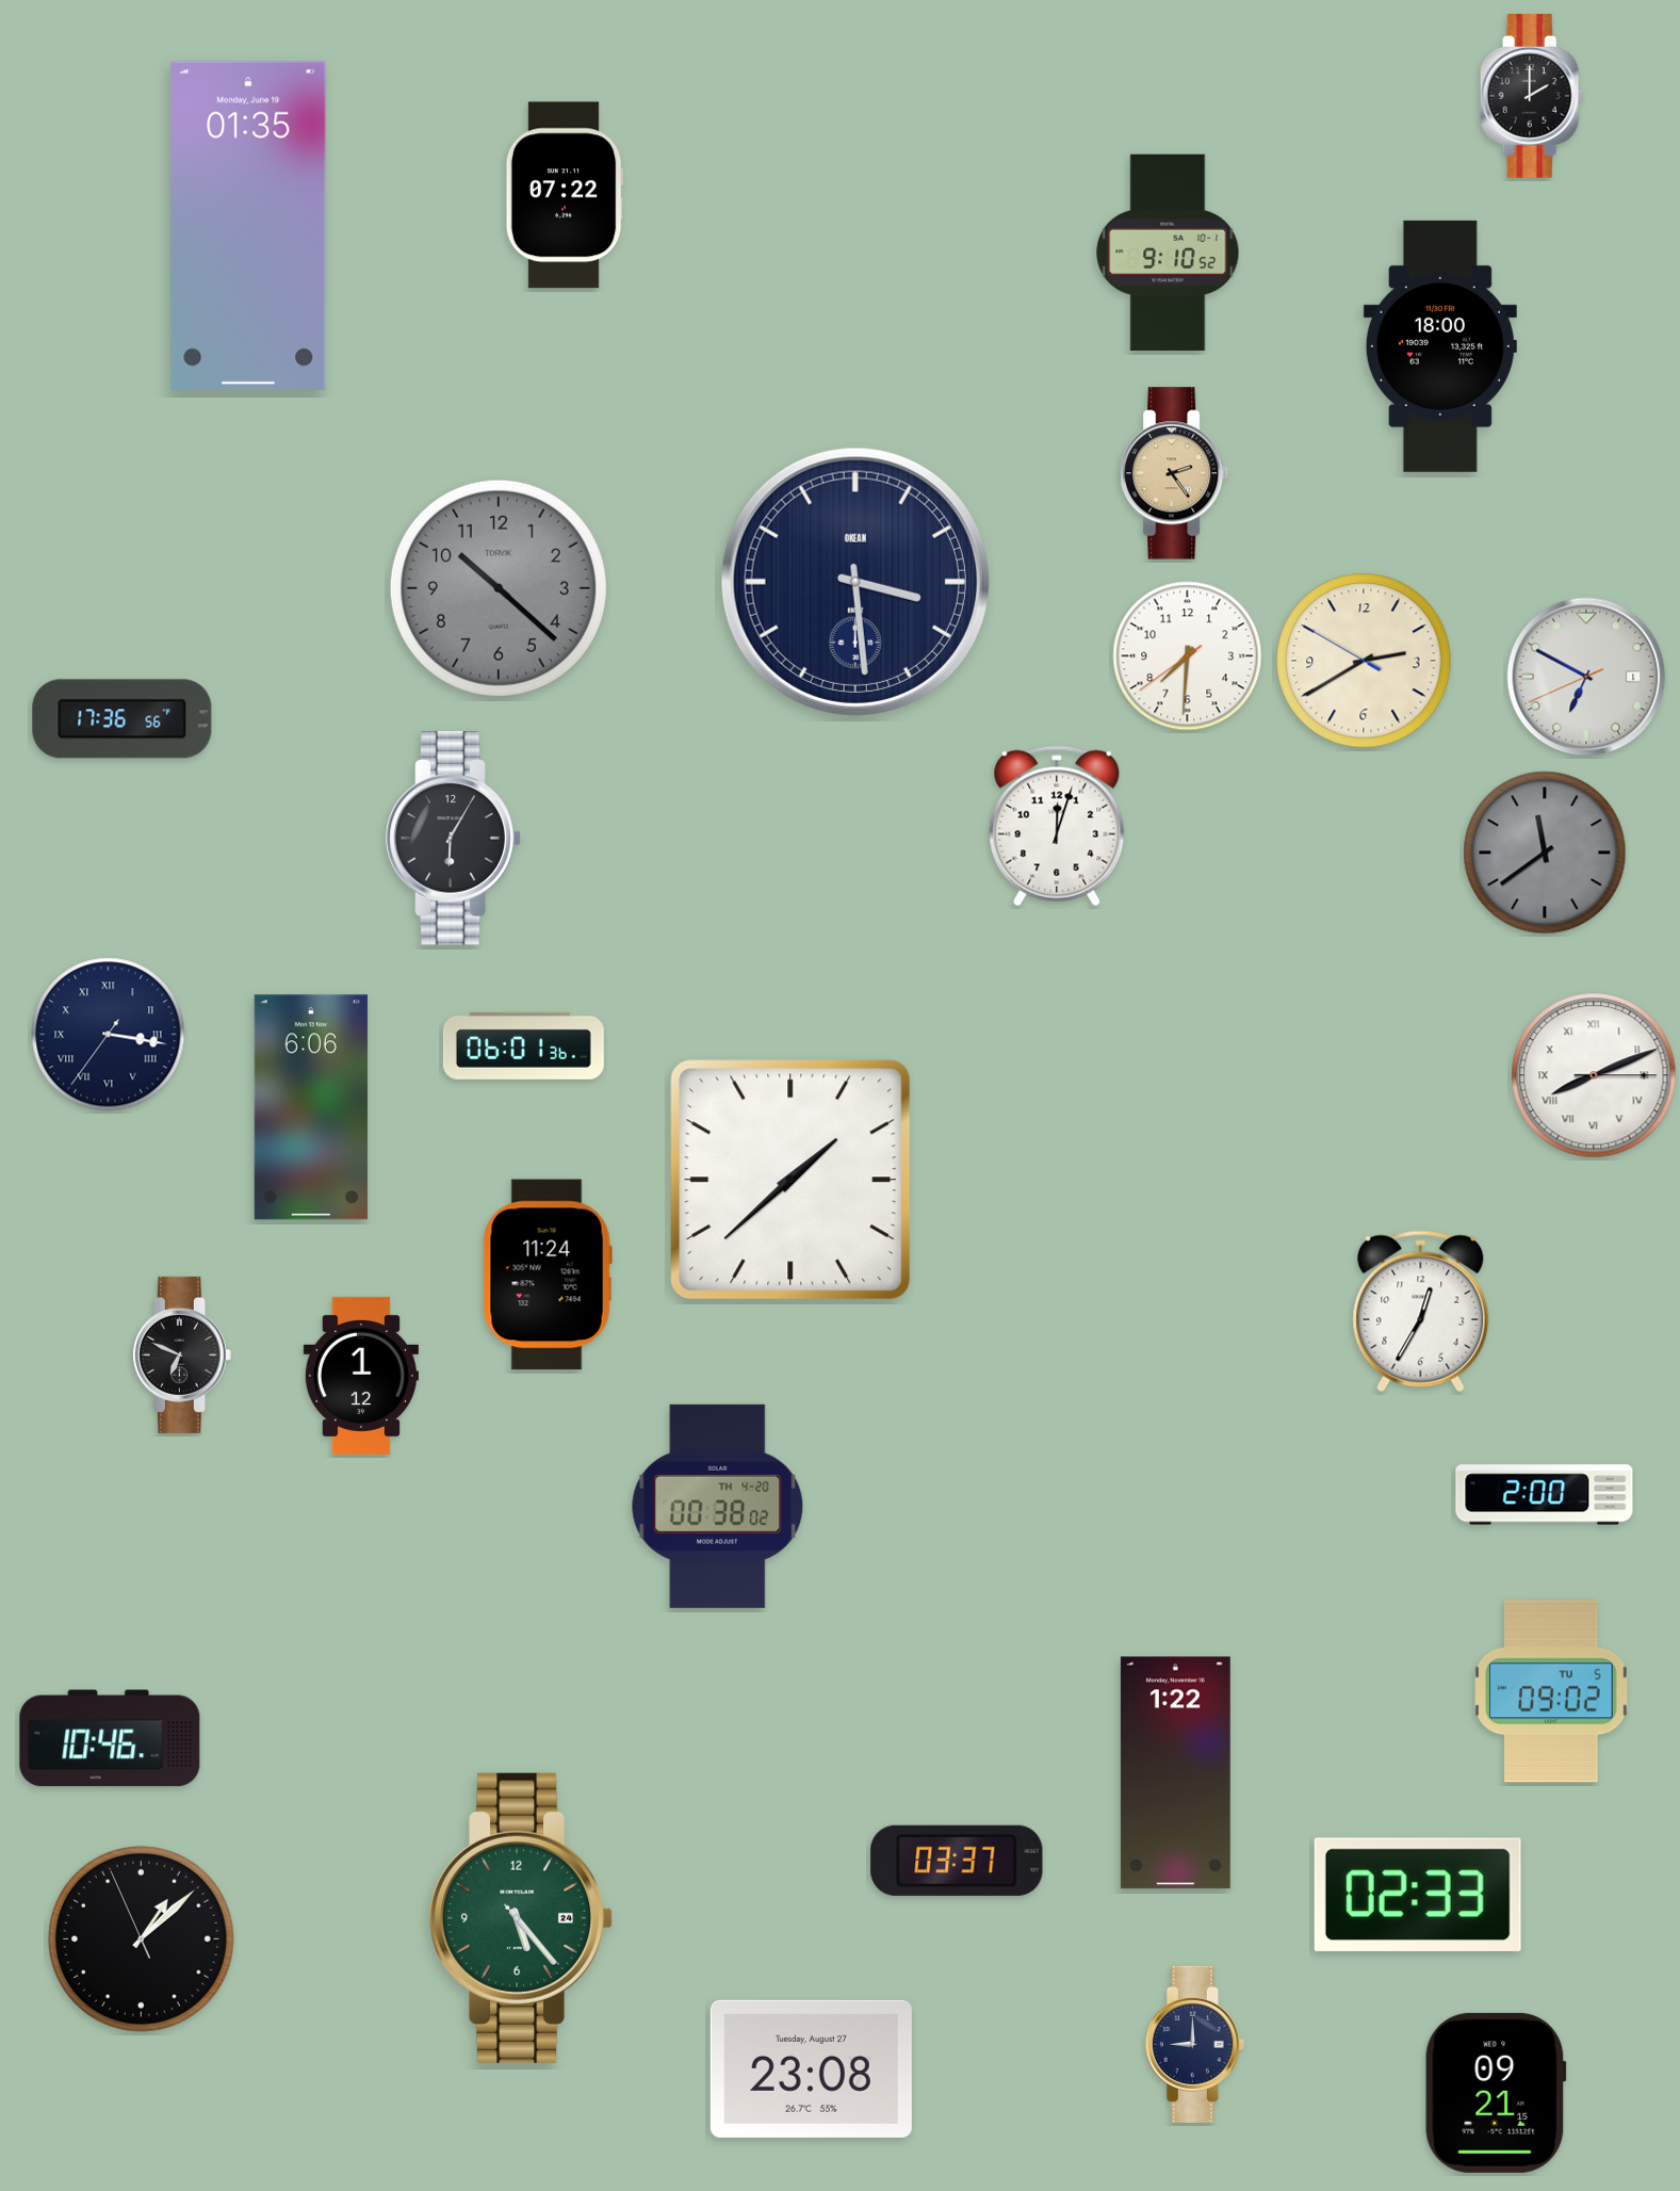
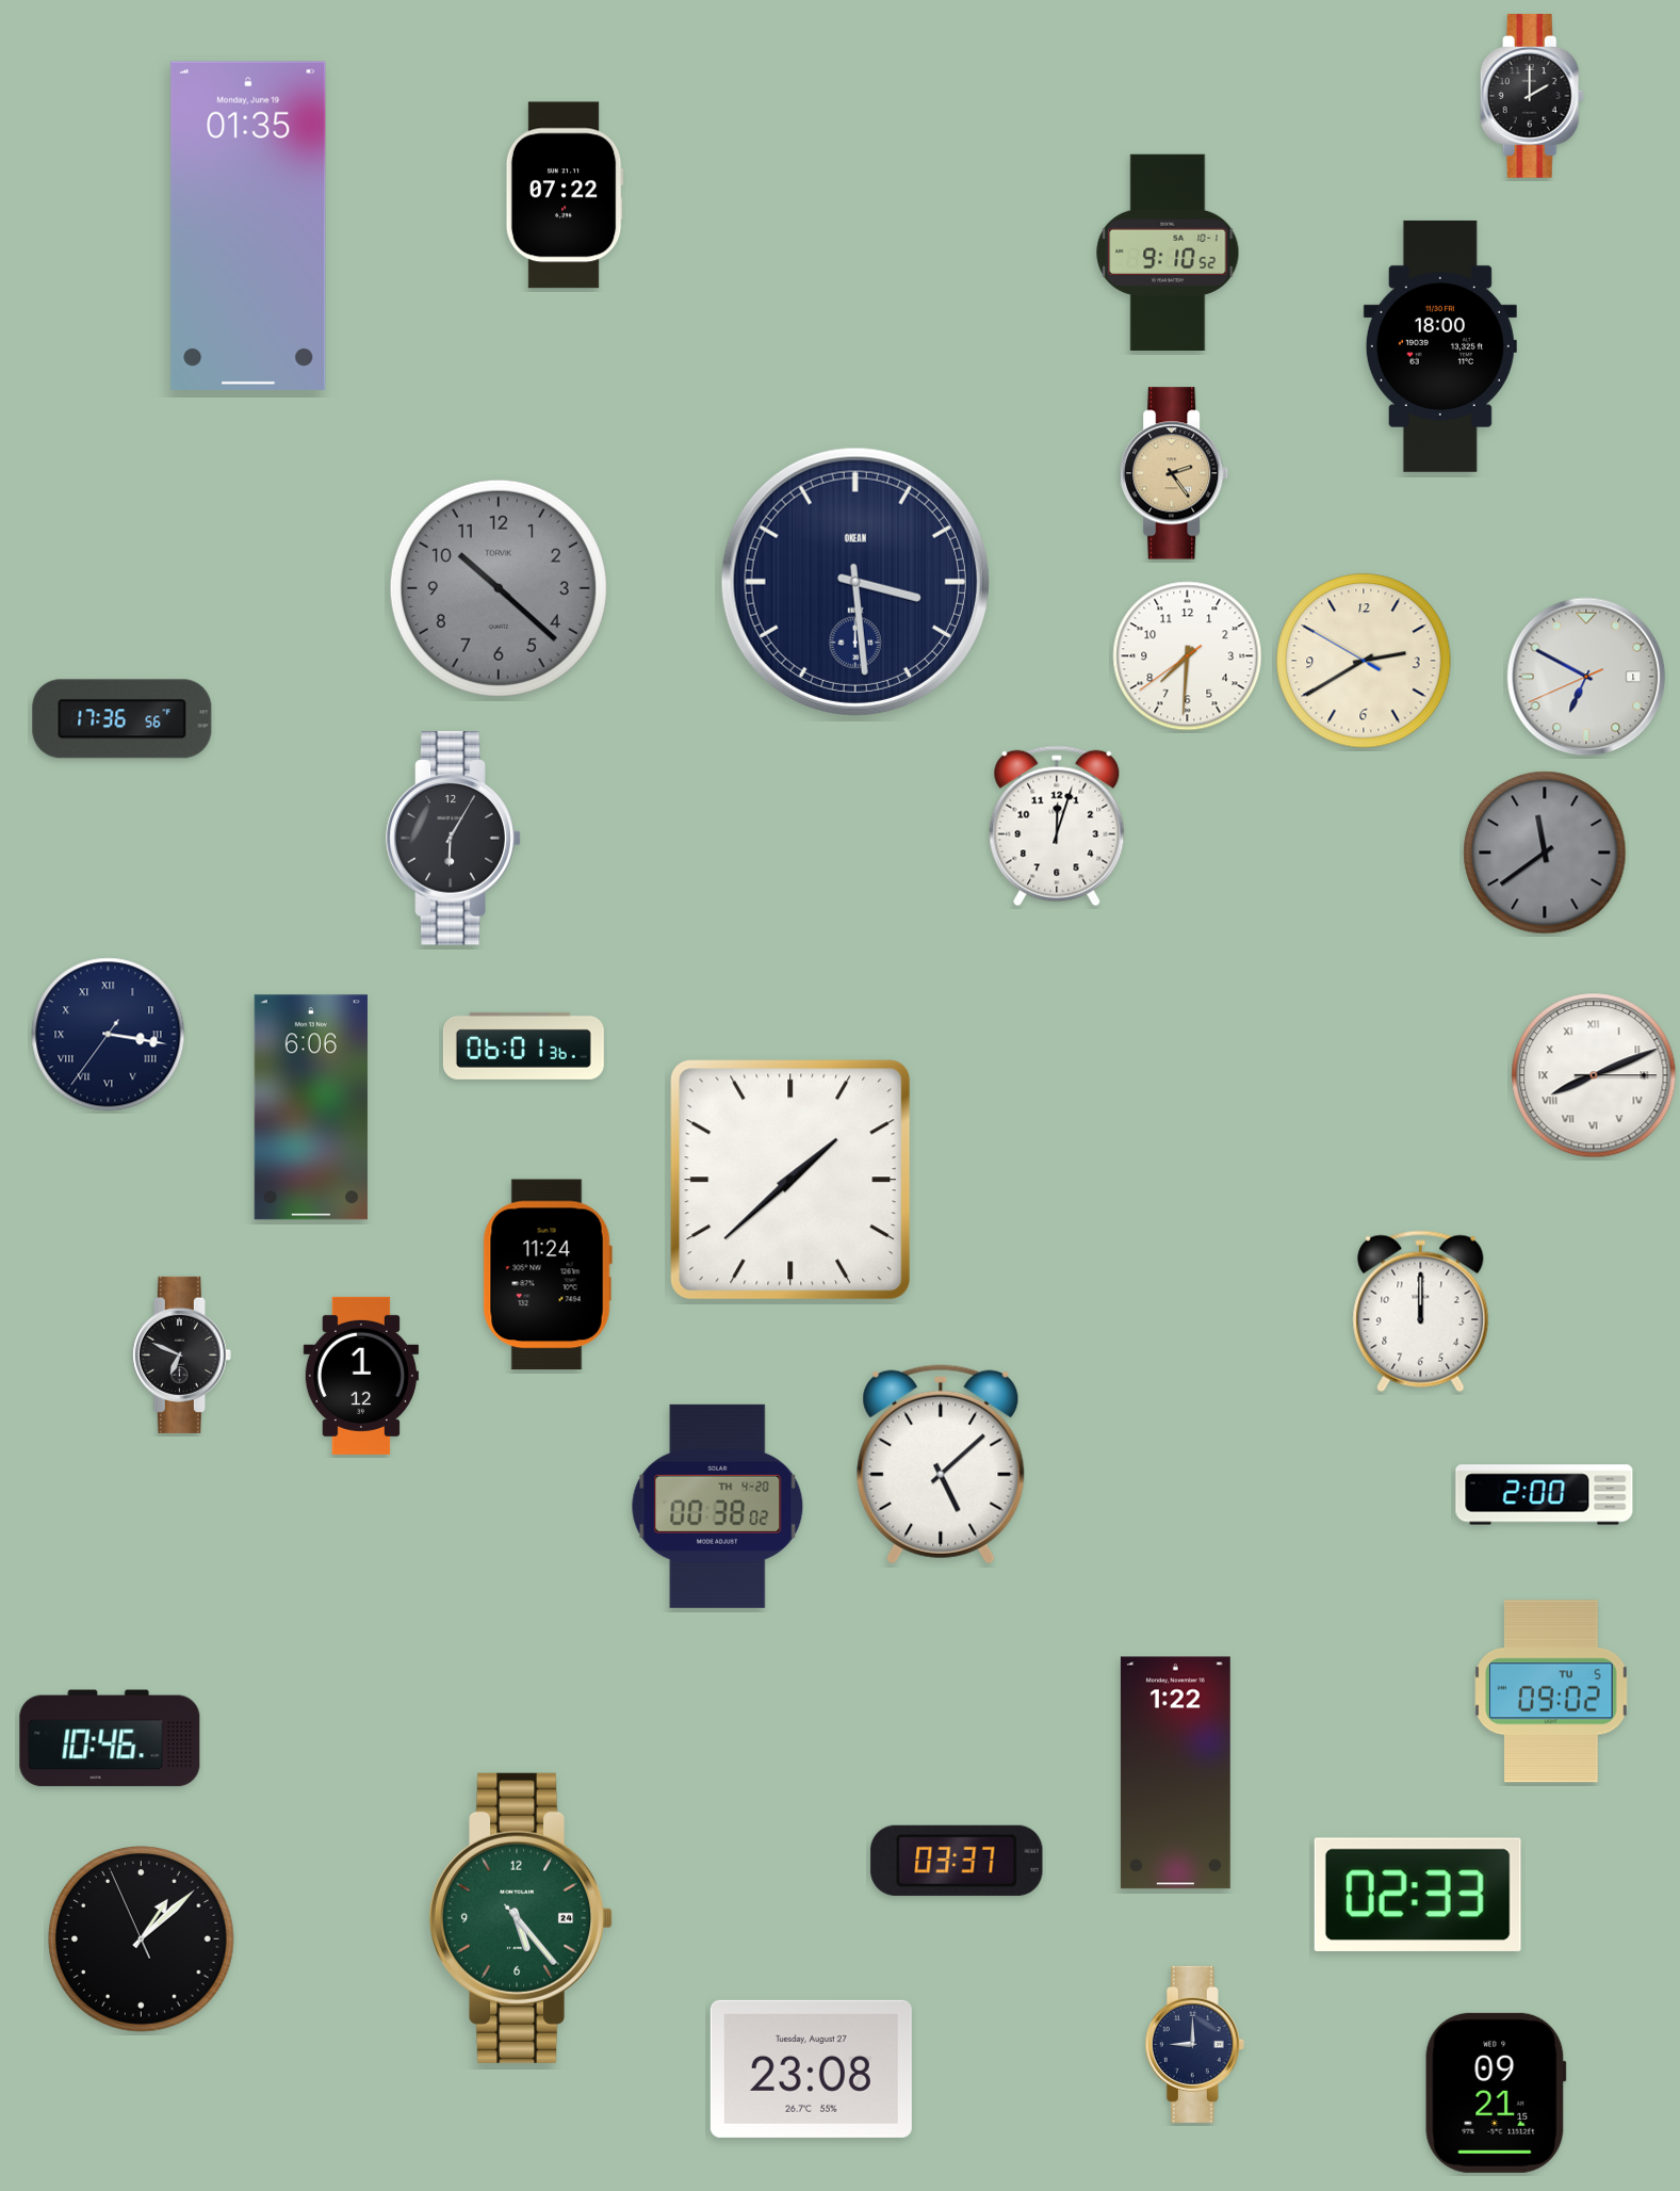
clock at (1421, 1312): 12:35 -> 12:00
clock at (941, 1464): none -> 5:08
